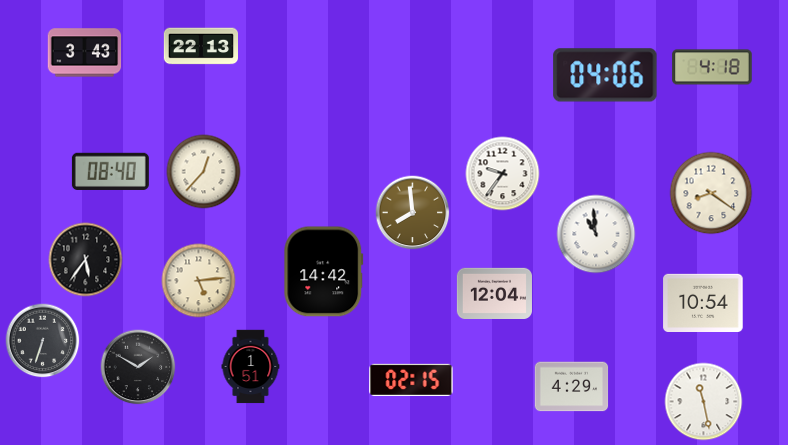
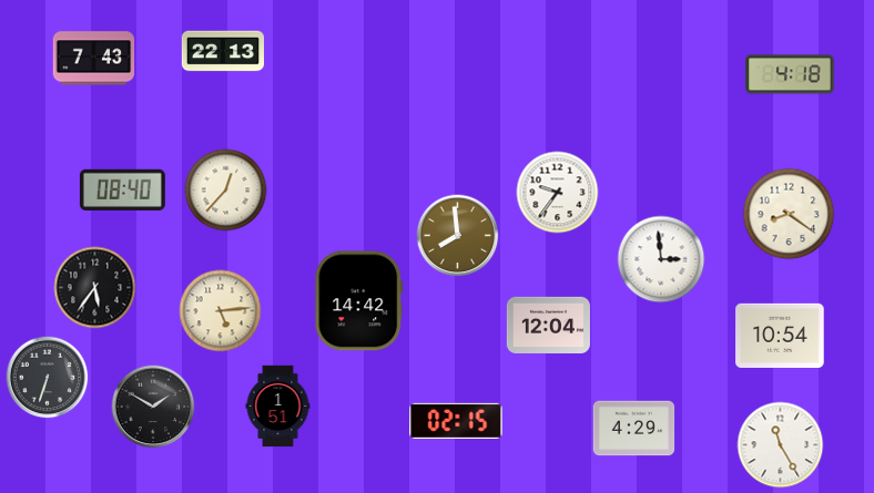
clock at (85, 53): 3:43 -> 7:43
clock at (605, 75): 04:06 -> none
clock at (596, 234): 10:59 -> 2:59
clock at (704, 402): 11:28 -> 11:25
